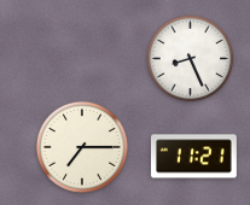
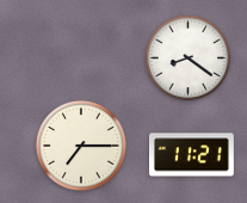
clock at (191, 59): 8:26 -> 8:21
